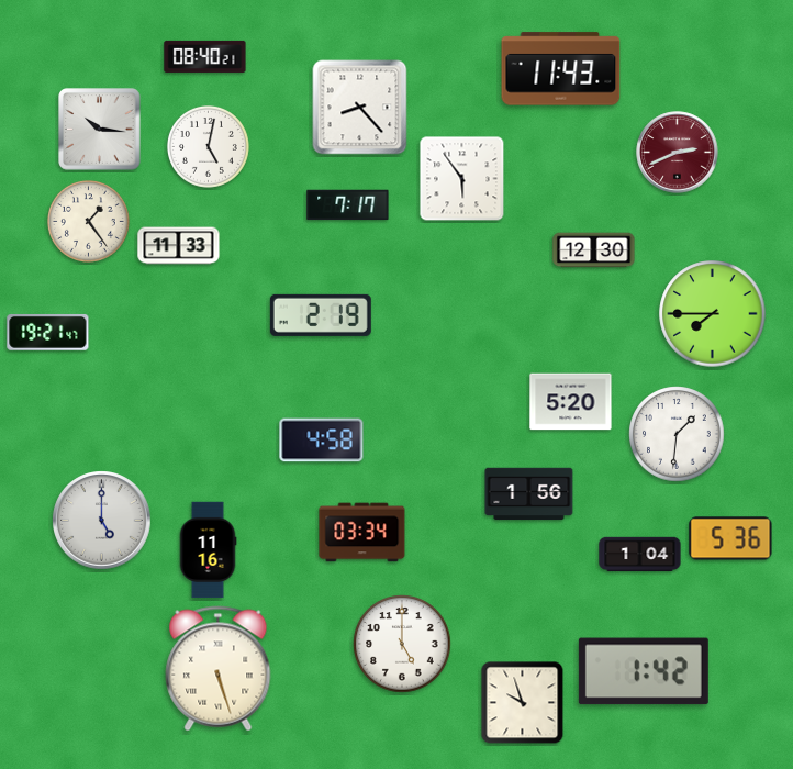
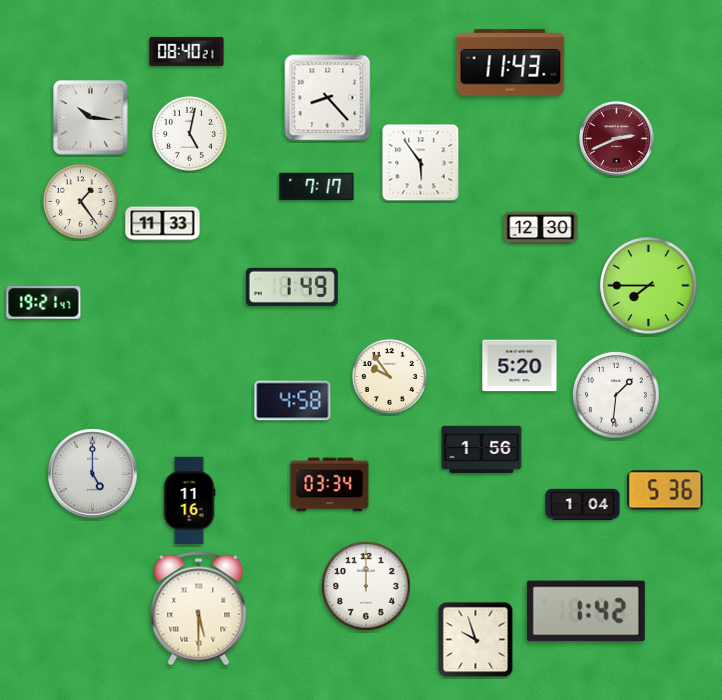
clock at (321, 315): 2:19 -> 1:49
clock at (389, 376): none -> 9:54
clock at (402, 644): 5:00 -> 12:00
clock at (219, 669): 5:27 -> 5:30
